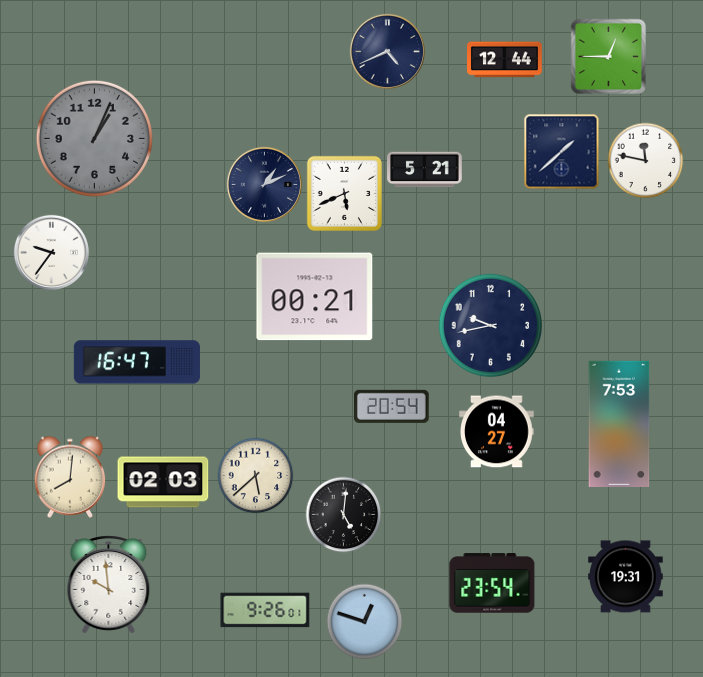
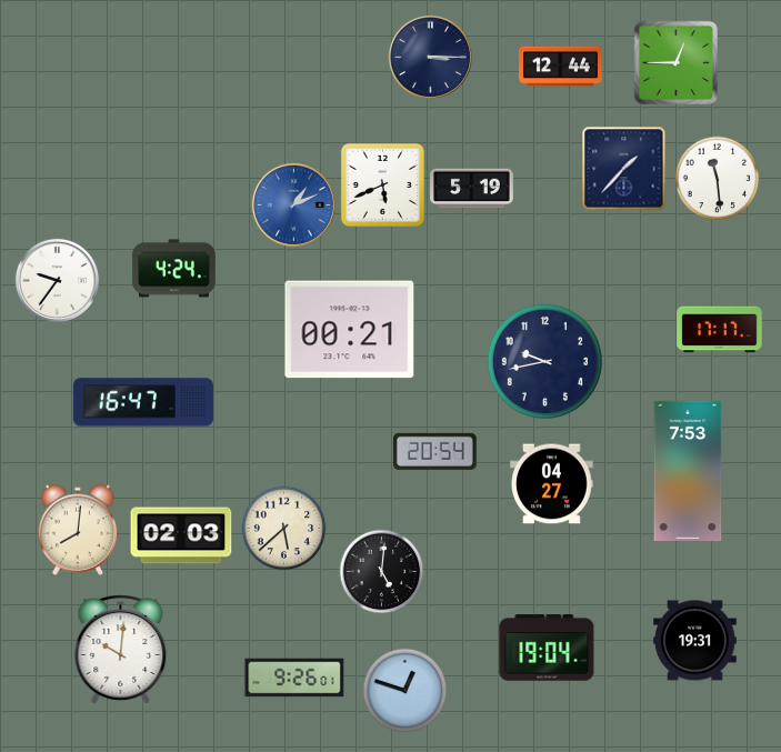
clock at (387, 51): 4:41 -> 3:15
clock at (94, 138): 1:04 -> none
clock at (562, 152): 1:38 -> 1:37
clock at (646, 161): 11:47 -> 11:29
clock at (425, 170): 5:21 -> 5:19
clock at (264, 184) dial: navy -> blue
clock at (344, 193) position: (344, 193) -> (382, 184)
clock at (174, 269): none -> 4:24
clock at (720, 330): none -> 17:17
clock at (137, 362) position: (137, 362) -> (143, 402)
clock at (497, 432) position: (497, 432) -> (552, 484)
clock at (492, 583): 23:54 -> 19:04
clock at (109, 585): 9:59 -> 10:01
